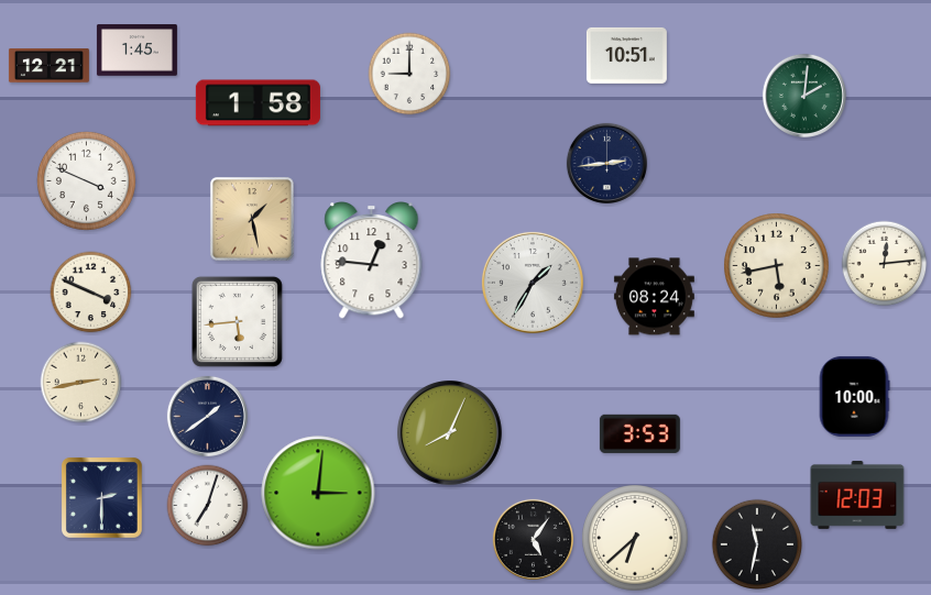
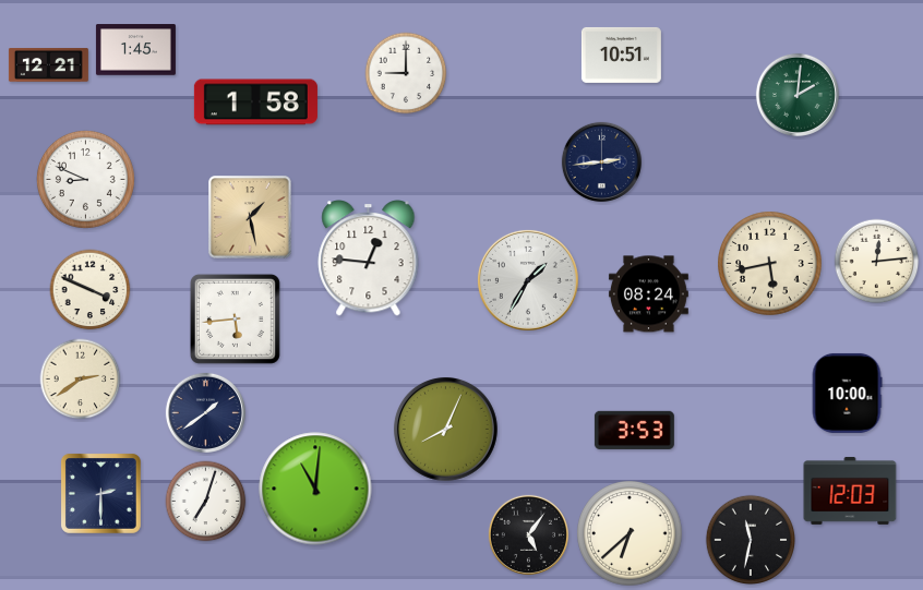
clock at (86, 180): 3:49 -> 8:49
clock at (81, 383): 2:43 -> 2:39
clock at (318, 493): 3:01 -> 11:01
